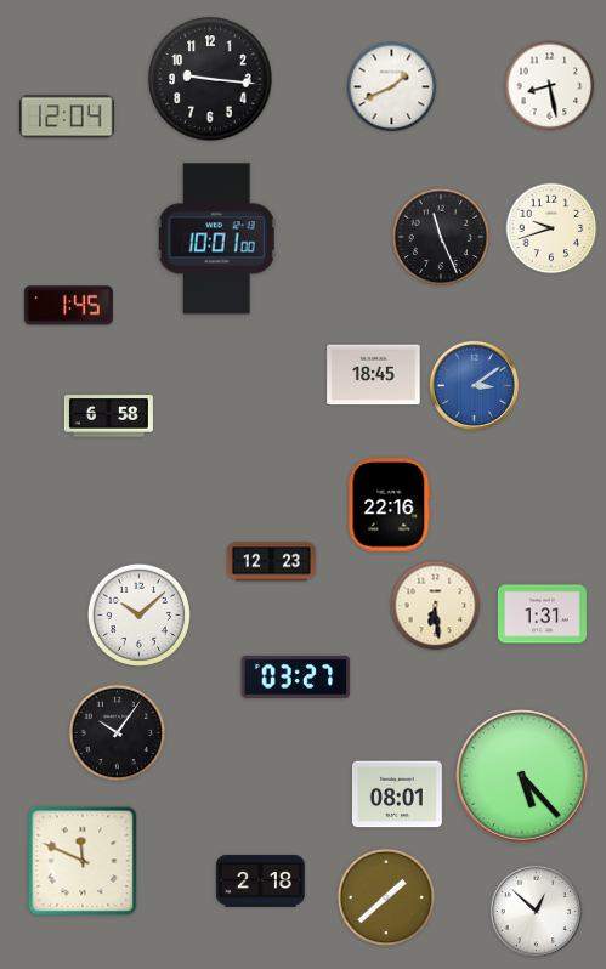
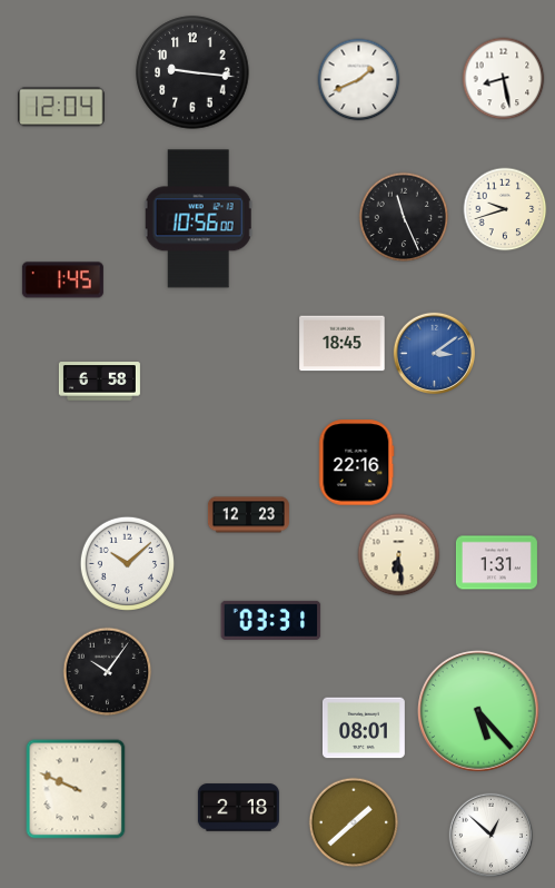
clock at (216, 239): 10:01 -> 10:56
clock at (296, 676): 03:27 -> 03:31
clock at (83, 861): 11:49 -> 9:49
